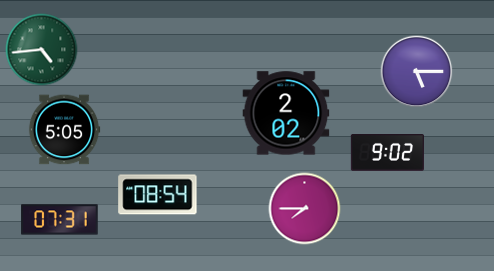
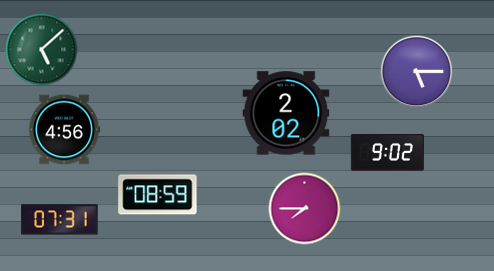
clock at (42, 50): 4:44 -> 5:08
clock at (64, 130): 5:05 -> 4:56
clock at (158, 195): 08:54 -> 08:59
